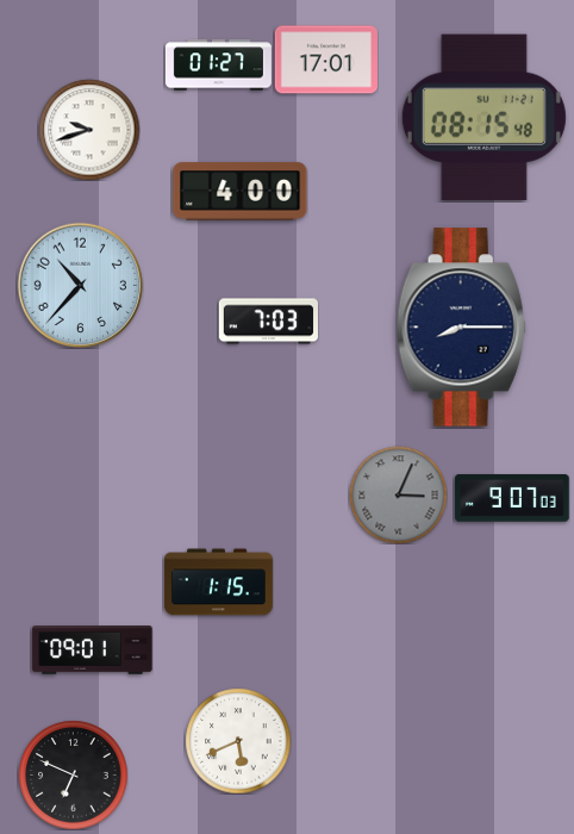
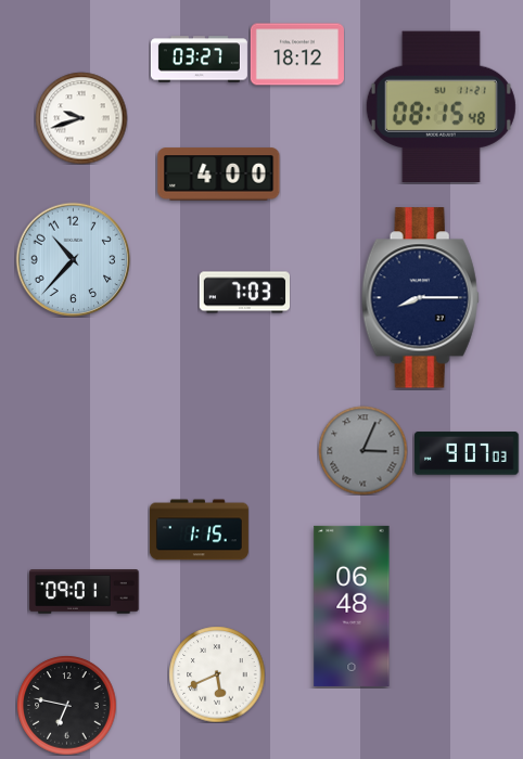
clock at (326, 60): 17:01 -> 18:12
clock at (218, 66): 01:27 -> 03:27
clock at (352, 606): none -> 06:48
clock at (73, 774): 6:49 -> 6:47
